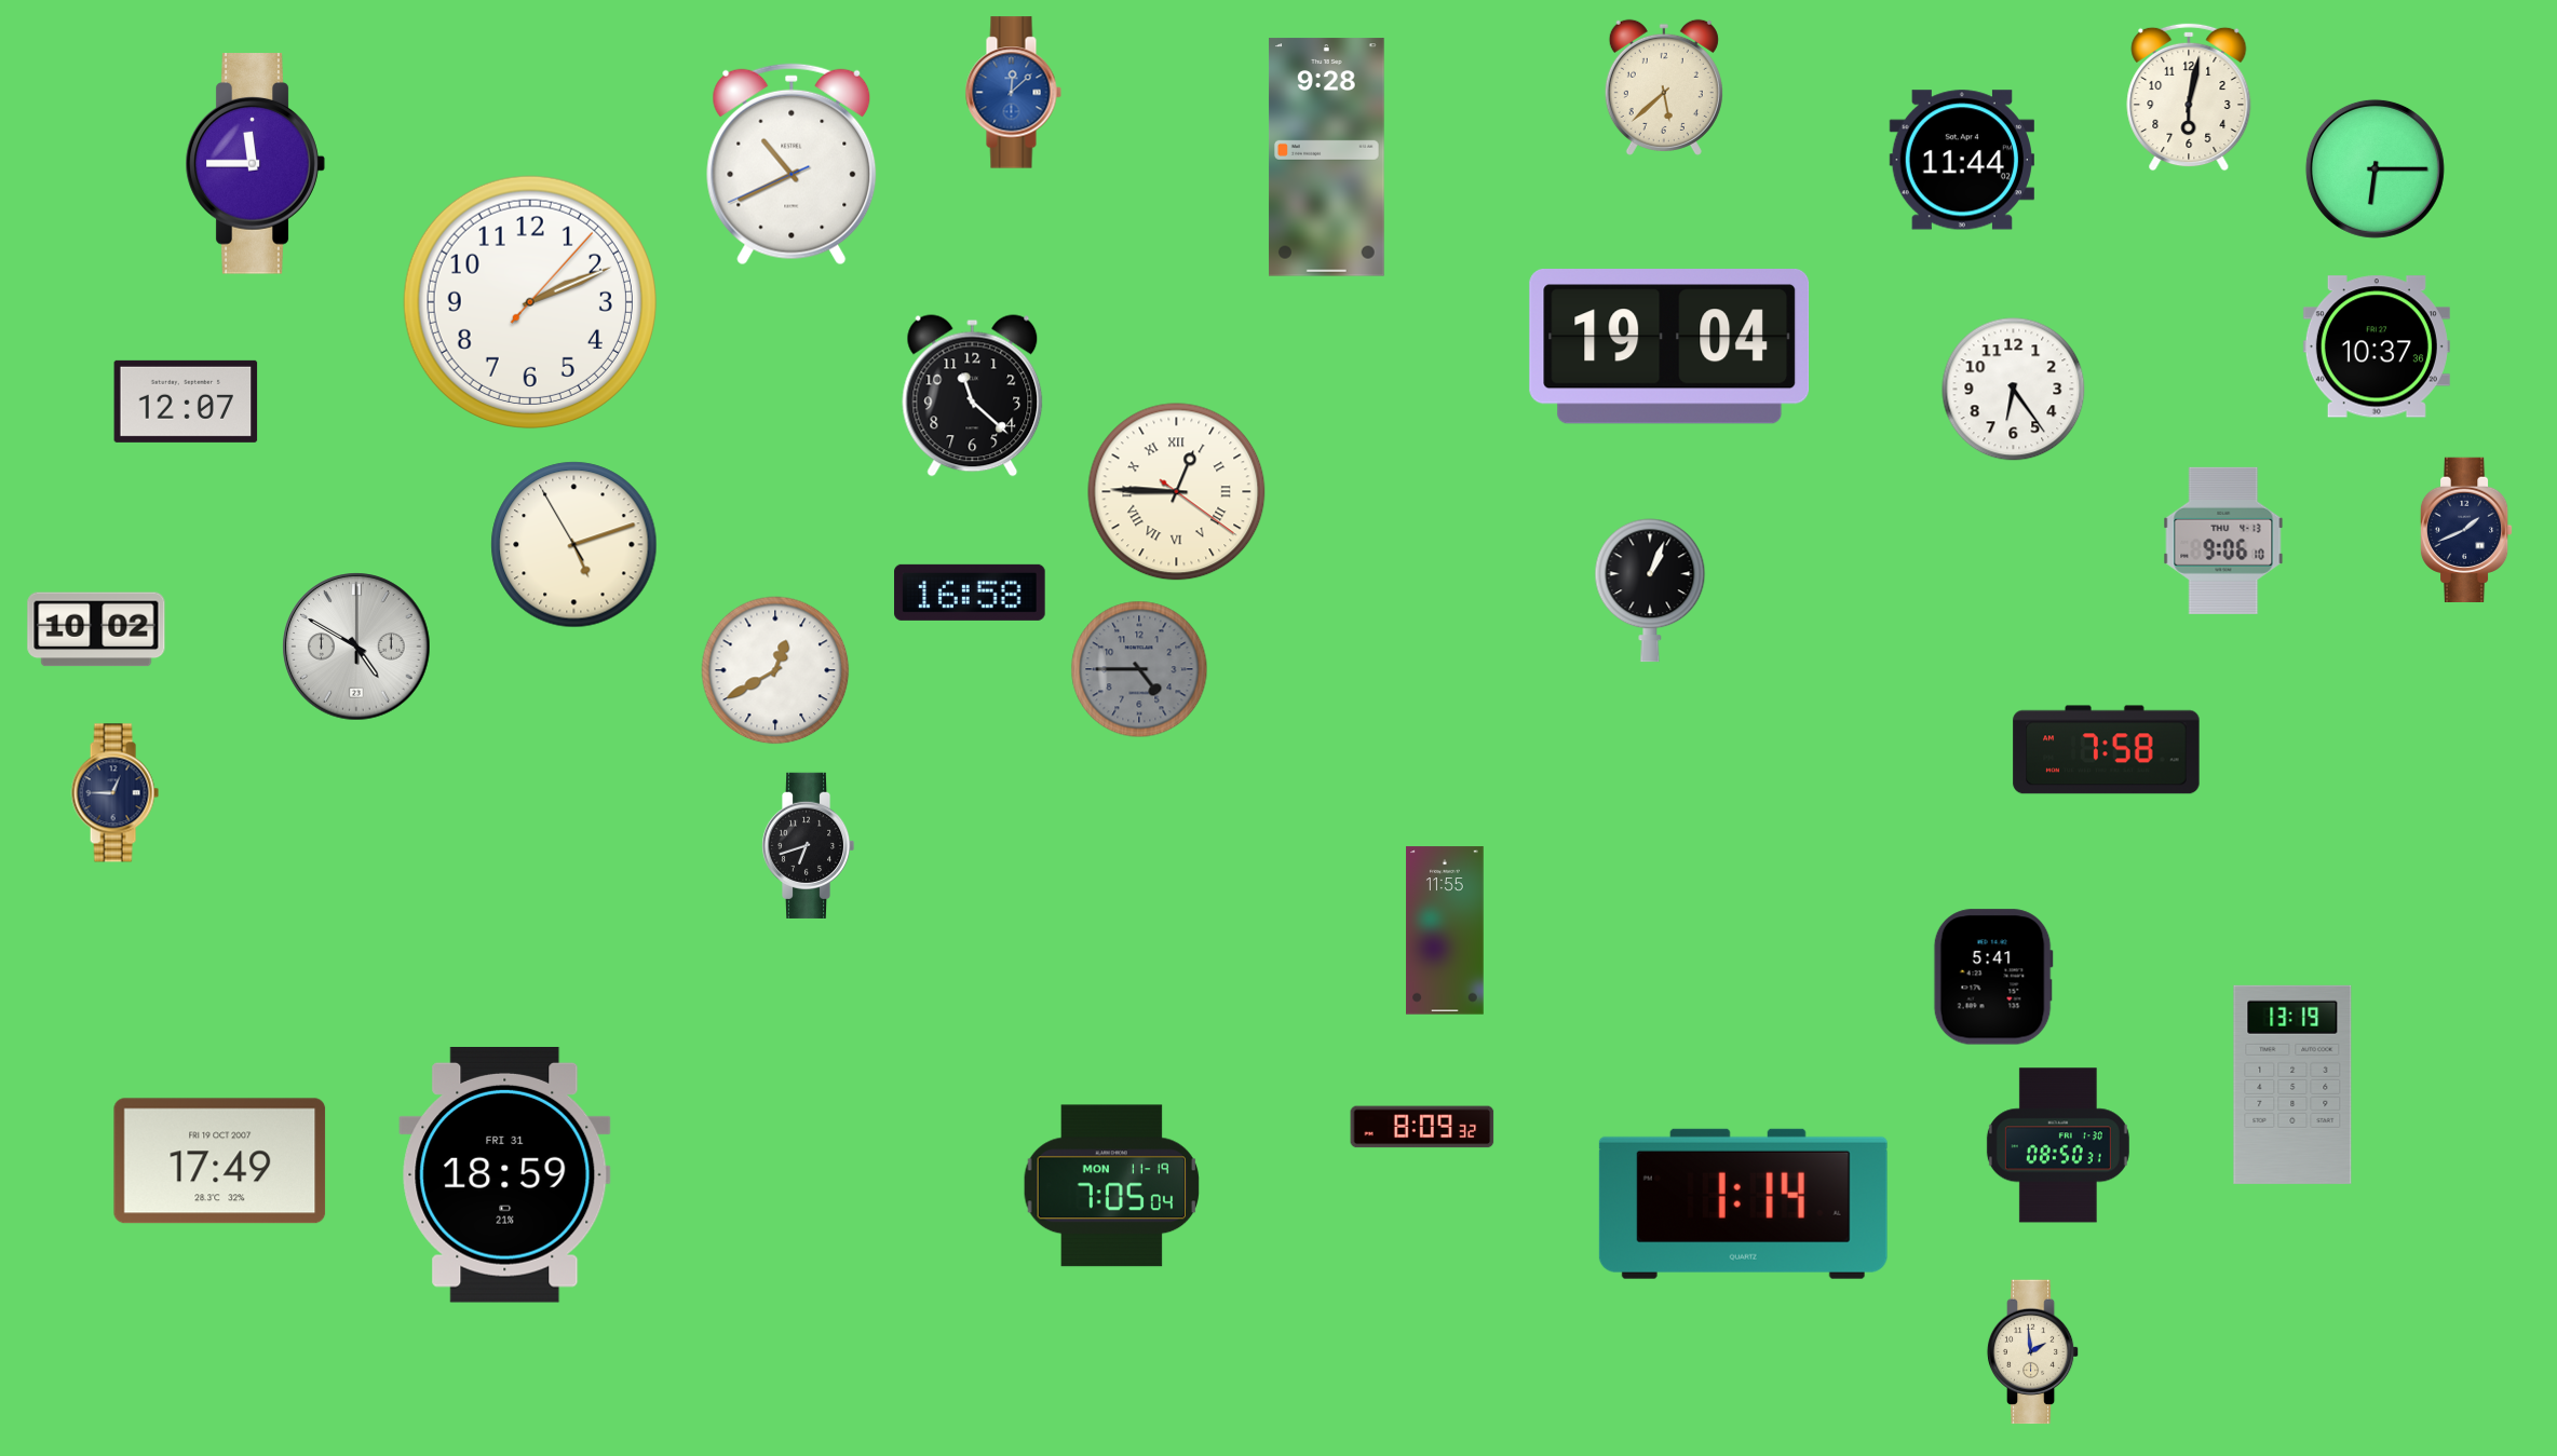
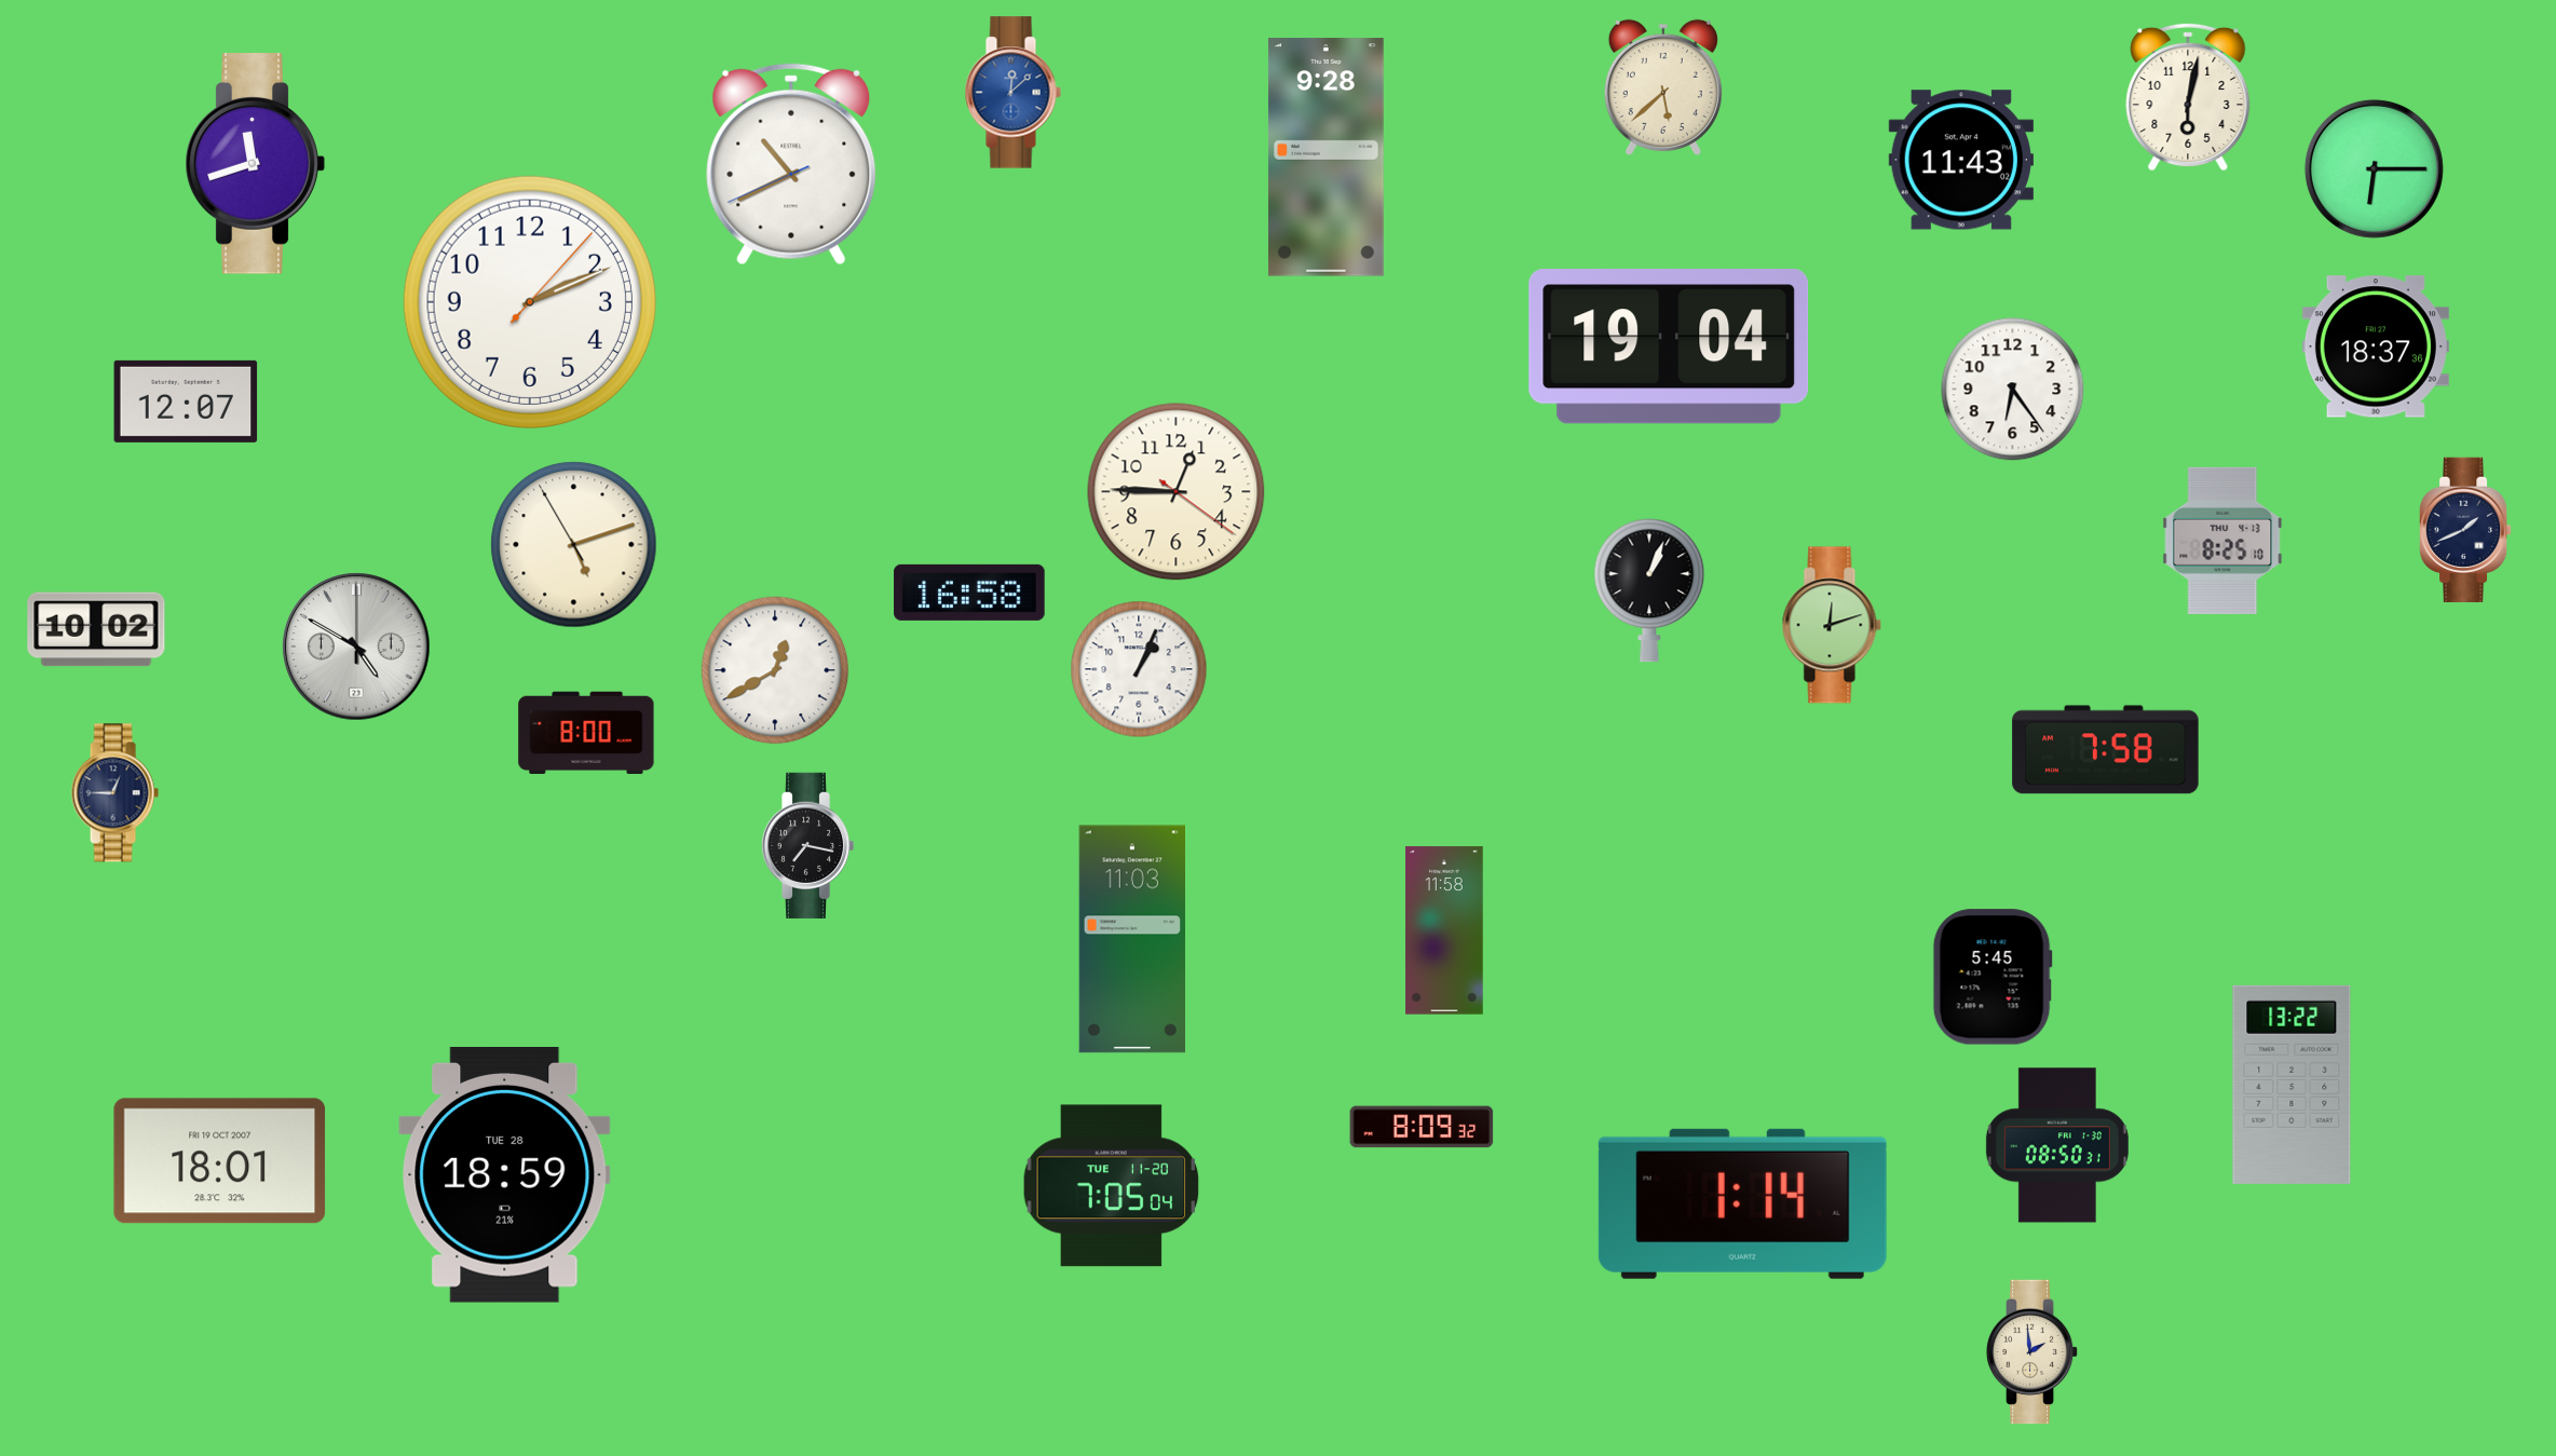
clock at (1962, 160): 11:44 -> 11:43
clock at (255, 164): 11:45 -> 11:42
clock at (2377, 346): 10:37 -> 18:37
clock at (973, 396): 11:22 -> none
clock at (1177, 492) numerals: Roman -> Arabic
clock at (2223, 541): 9:06 -> 8:25
clock at (1832, 625): none -> 12:12
clock at (1139, 669): 4:45 -> 1:04
clock at (1139, 669) dial: grey -> white
clock at (586, 733): none -> 8:00
clock at (808, 845): 6:42 -> 7:17
clock at (1445, 930): 11:55 -> 11:58
clock at (1131, 939): none -> 11:03
clock at (1993, 977): 5:41 -> 5:45
clock at (2292, 1085): 13:19 -> 13:22
clock at (220, 1161): 17:49 -> 18:01
clock at (505, 1174) date: FRI 31 -> TUE 28
clock at (1112, 1186) date: MON 11-19 -> TUE 11-20
